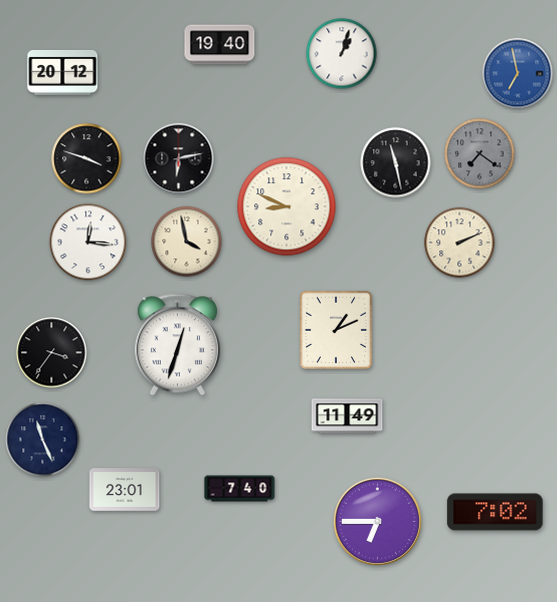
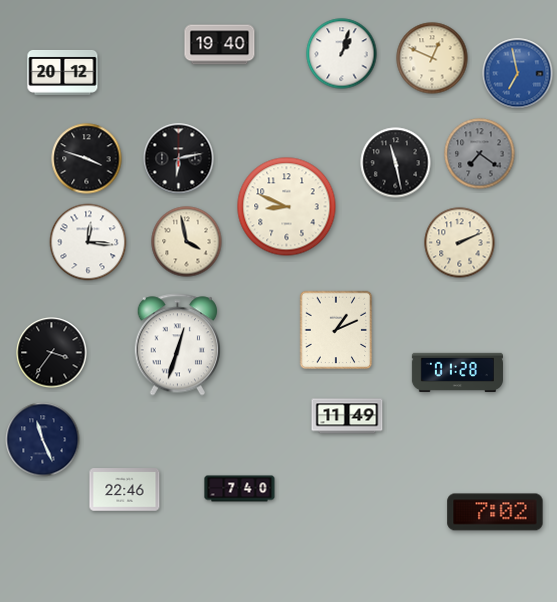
clock at (432, 58): none -> 12:49
clock at (457, 373): none -> 01:28
clock at (125, 490): 23:01 -> 22:46
clock at (377, 521): 6:45 -> none
